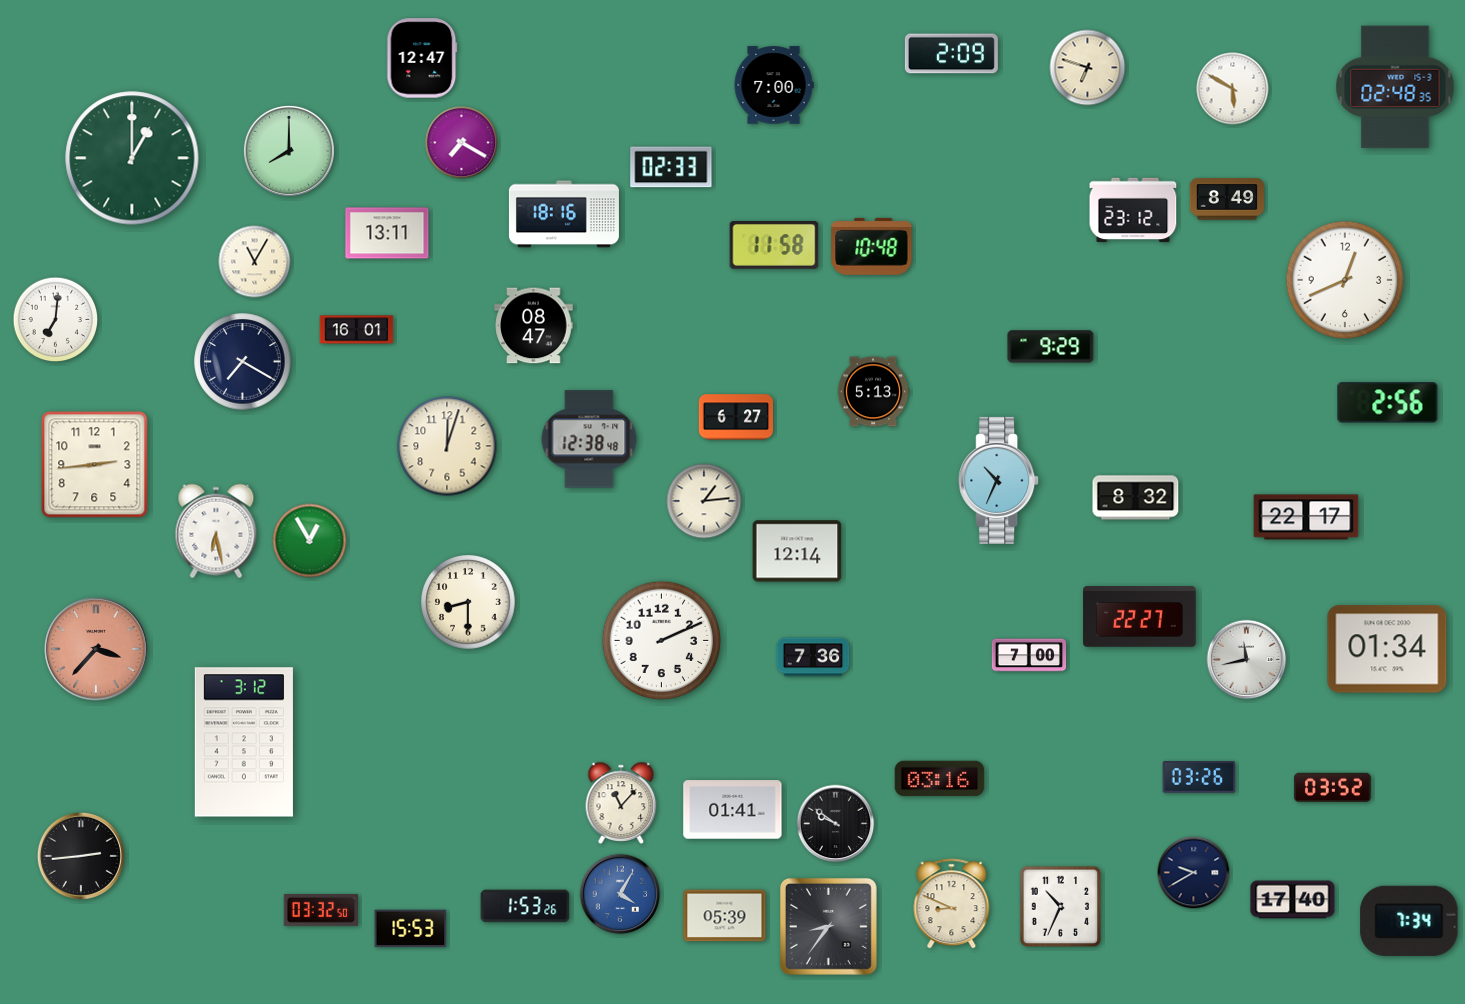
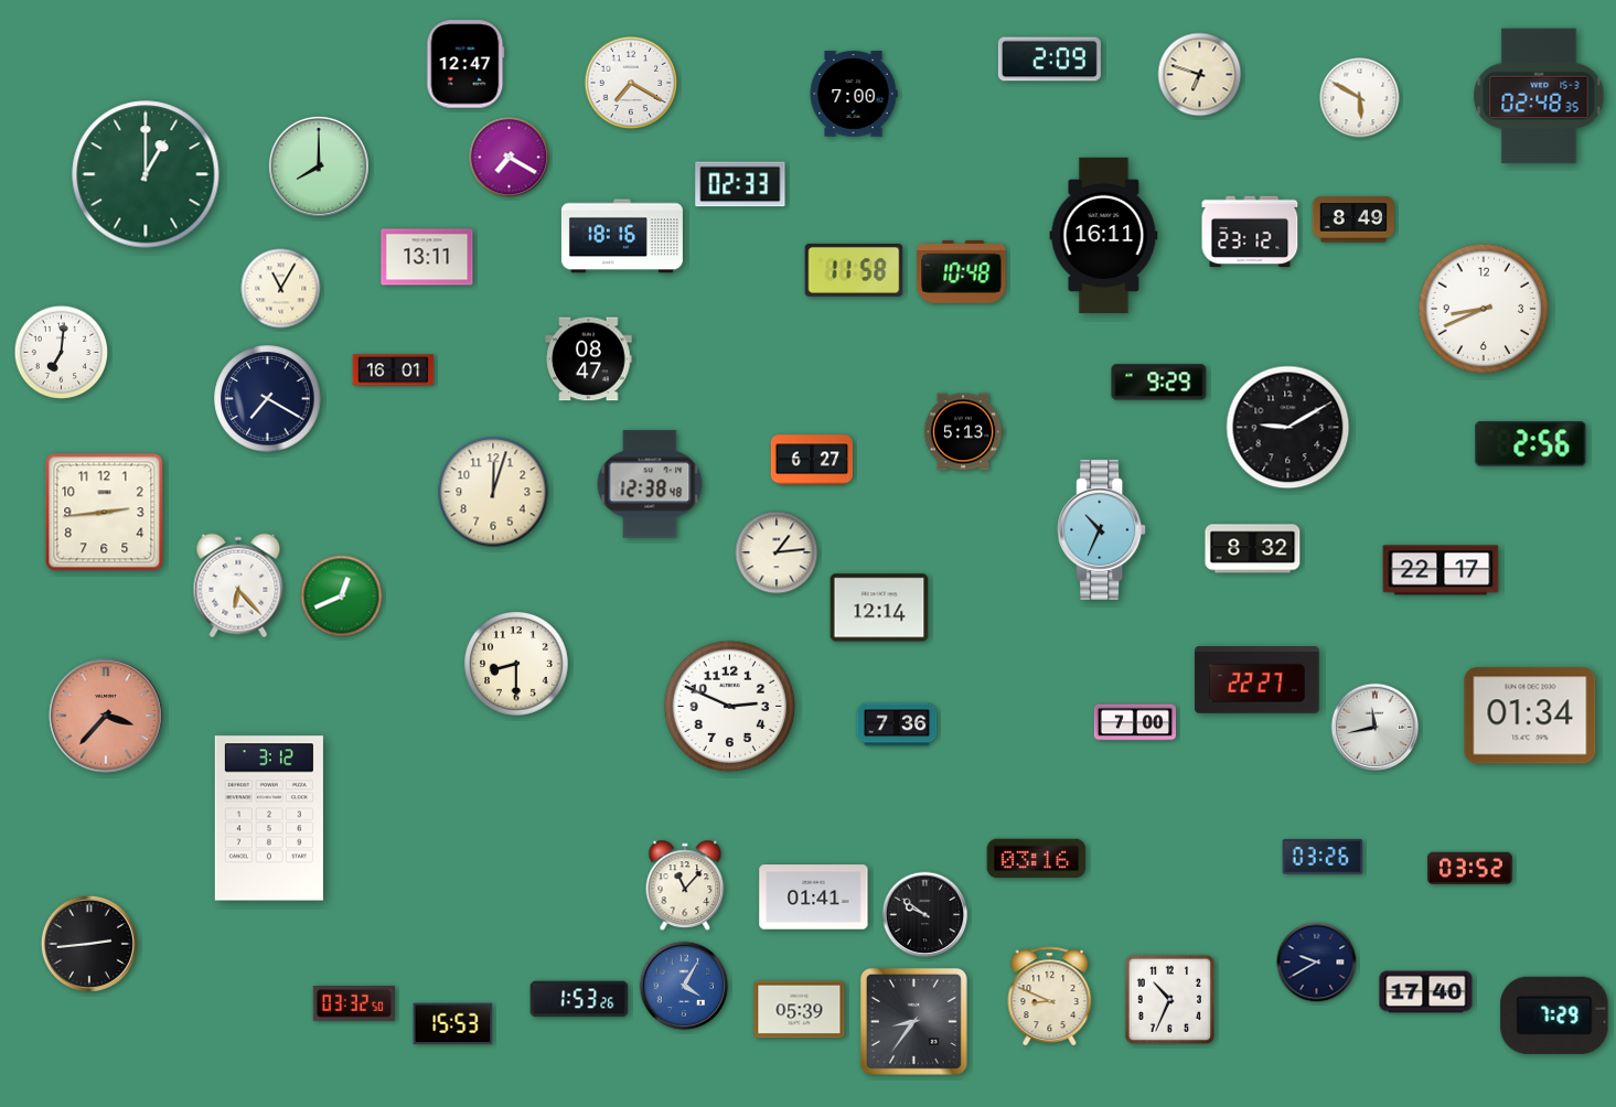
clock at (631, 83): none -> 7:20
clock at (1104, 235): none -> 16:11
clock at (1345, 280): 12:41 -> 8:41
clock at (357, 330) position: (357, 330) -> (394, 370)
clock at (1288, 428): none -> 9:10
clock at (216, 531): 6:28 -> 6:23
clock at (310, 541): 12:55 -> 12:41
clock at (662, 641): 2:11 -> 2:49
clock at (733, 810) position: (733, 810) -> (814, 898)
clock at (836, 824) position: (836, 824) -> (925, 915)
clock at (1409, 921): 7:34 -> 7:29
